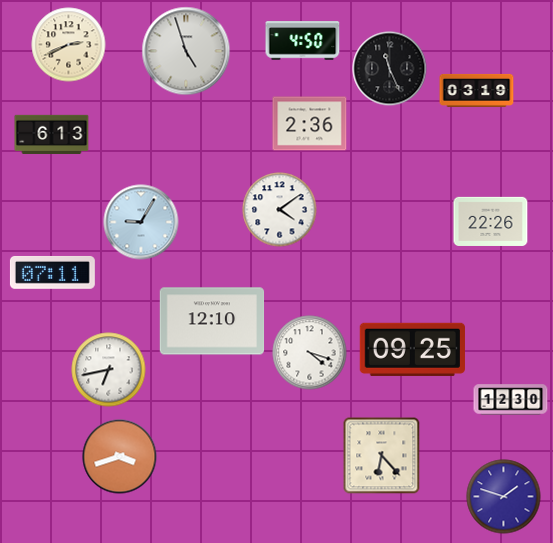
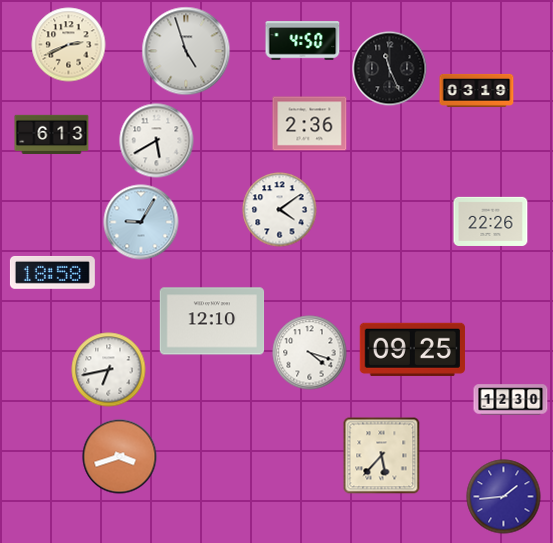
clock at (157, 141): none -> 5:40
clock at (52, 272): 07:11 -> 18:58
clock at (382, 456): 6:23 -> 5:37
clock at (504, 497): 1:48 -> 1:44
